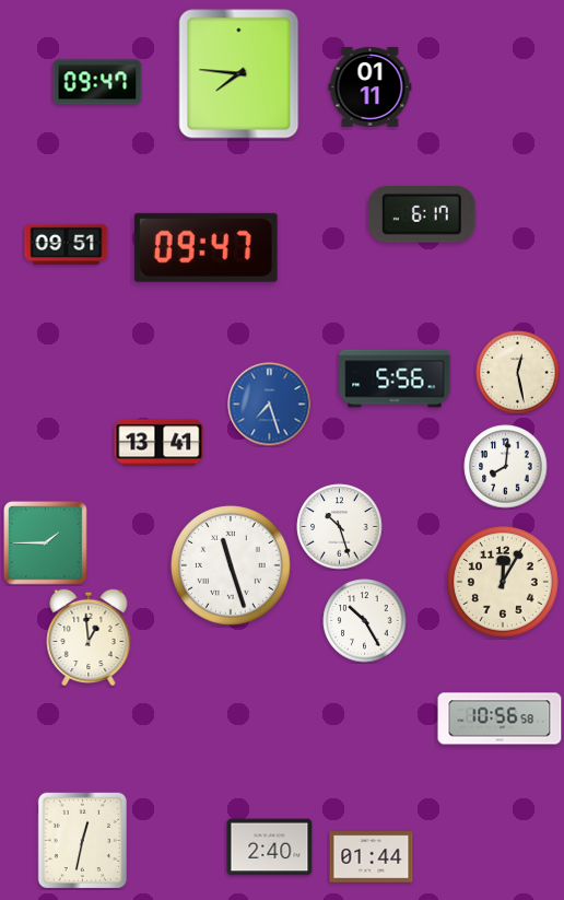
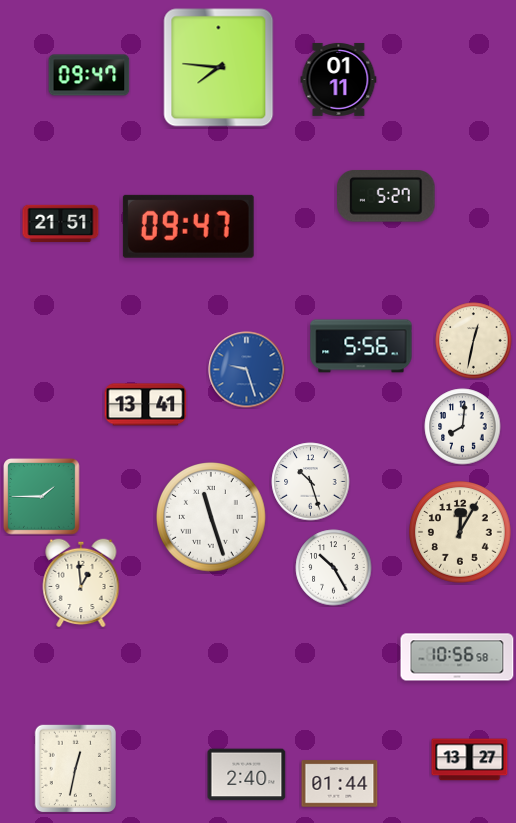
clock at (423, 215): 6:17 -> 5:27
clock at (67, 244): 09:51 -> 21:51
clock at (518, 373): 12:28 -> 12:32
clock at (270, 405): 7:27 -> 9:27
clock at (470, 760): none -> 13:27
